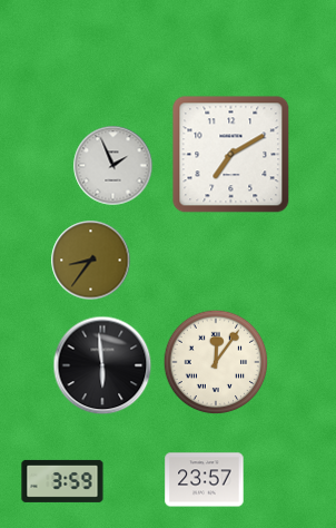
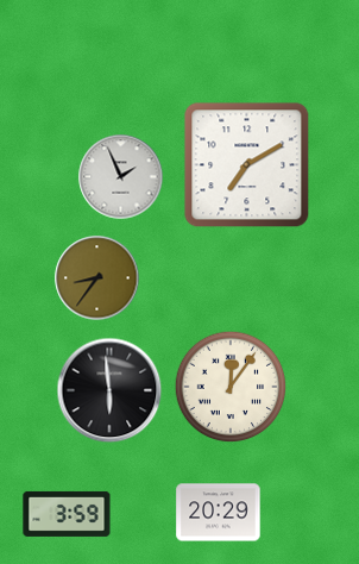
clock at (205, 480): 23:57 -> 20:29
